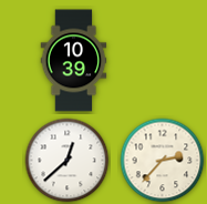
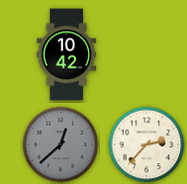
clock at (74, 61): 10:39 -> 10:42
clock at (68, 161) dial: white -> grey
